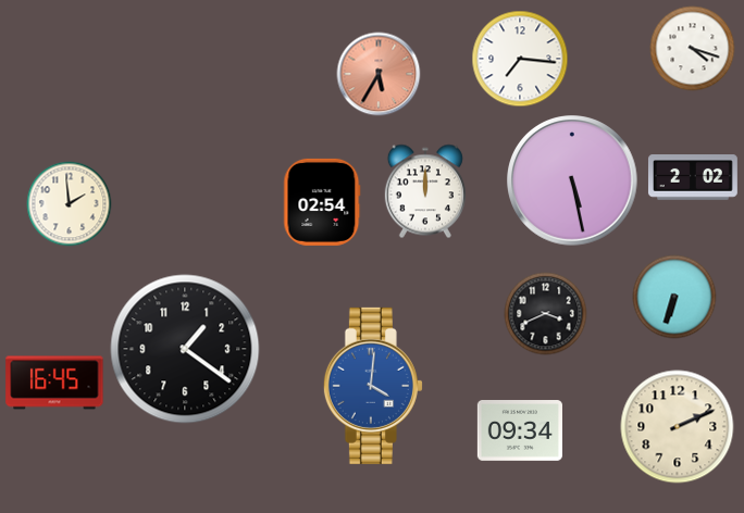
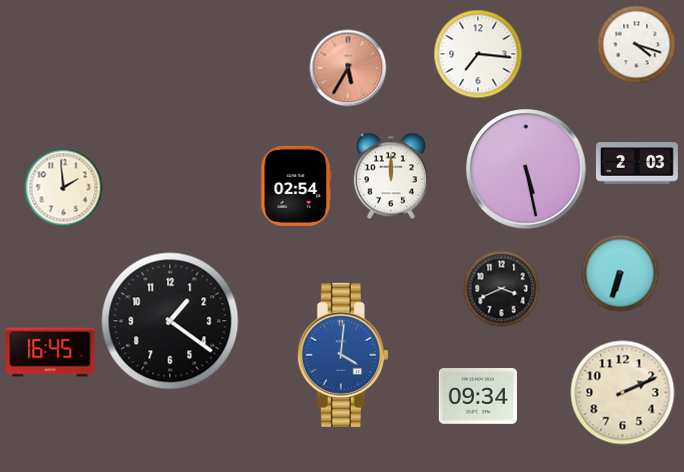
clock at (693, 177): 2:02 -> 2:03
clock at (572, 180) position: (572, 180) -> (526, 169)
